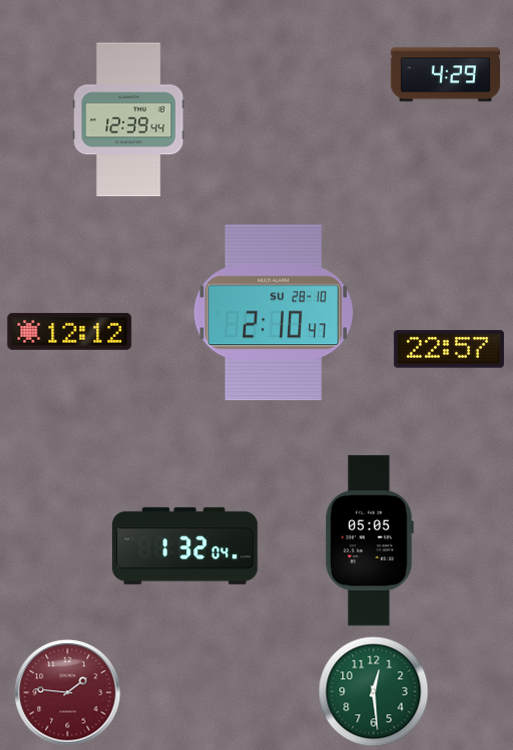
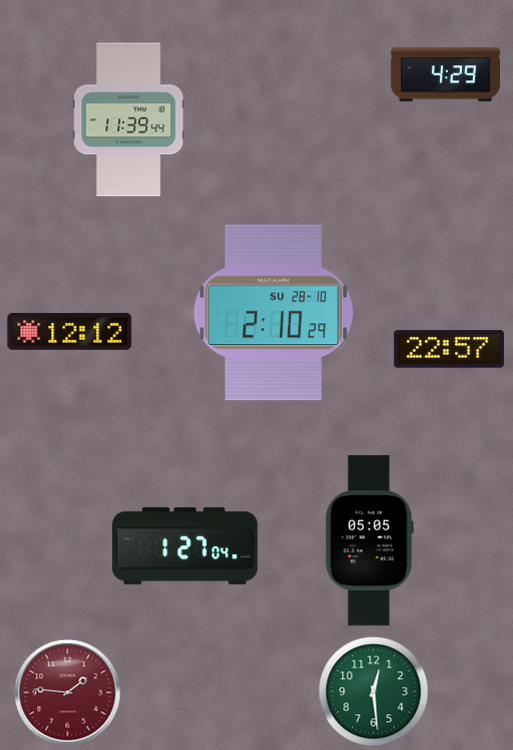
clock at (129, 120): 12:39 -> 11:39
clock at (273, 313): 2:10:47 -> 2:10:29
clock at (185, 546): 1:32 -> 1:27
